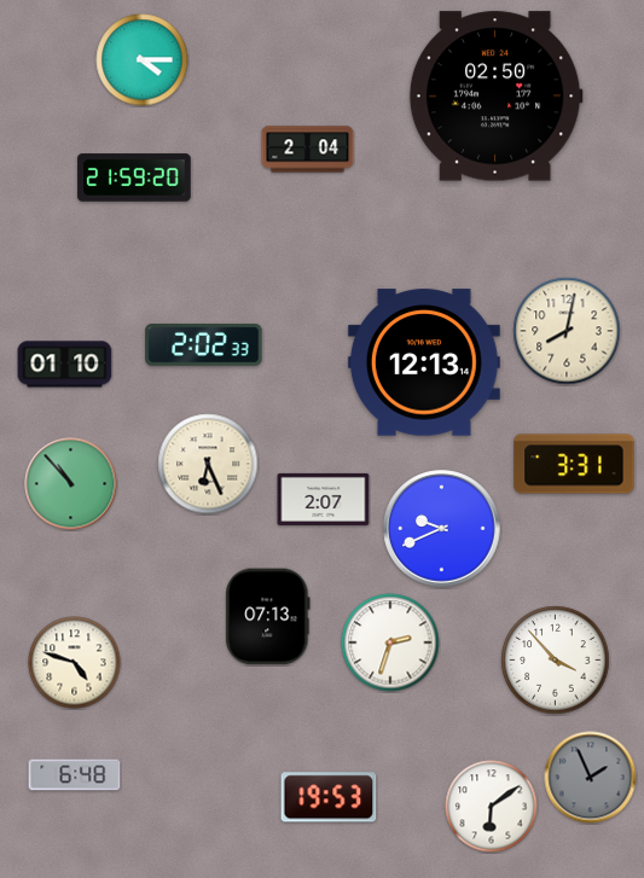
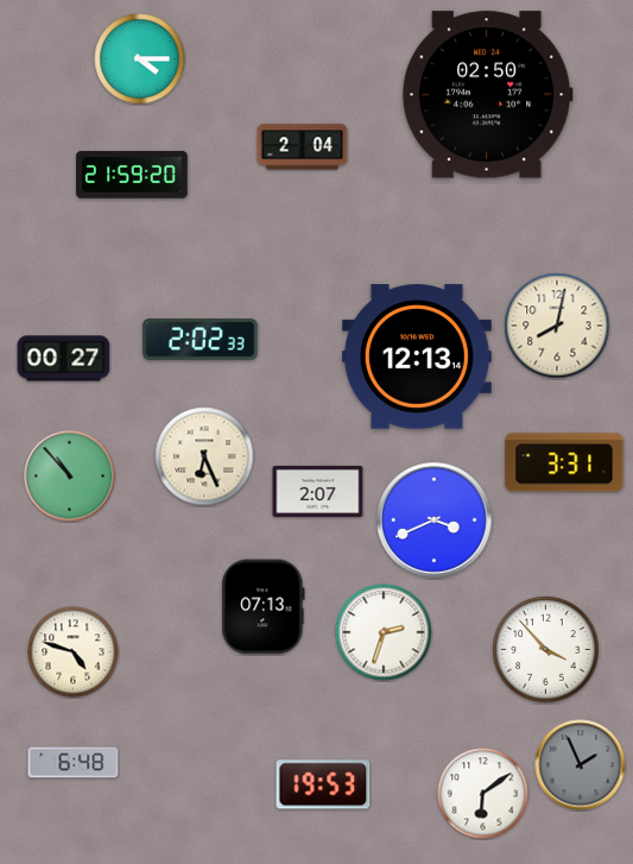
clock at (65, 365): 01:10 -> 00:27
clock at (574, 464) position: (574, 464) -> (564, 462)
clock at (442, 529): 9:41 -> 3:41
